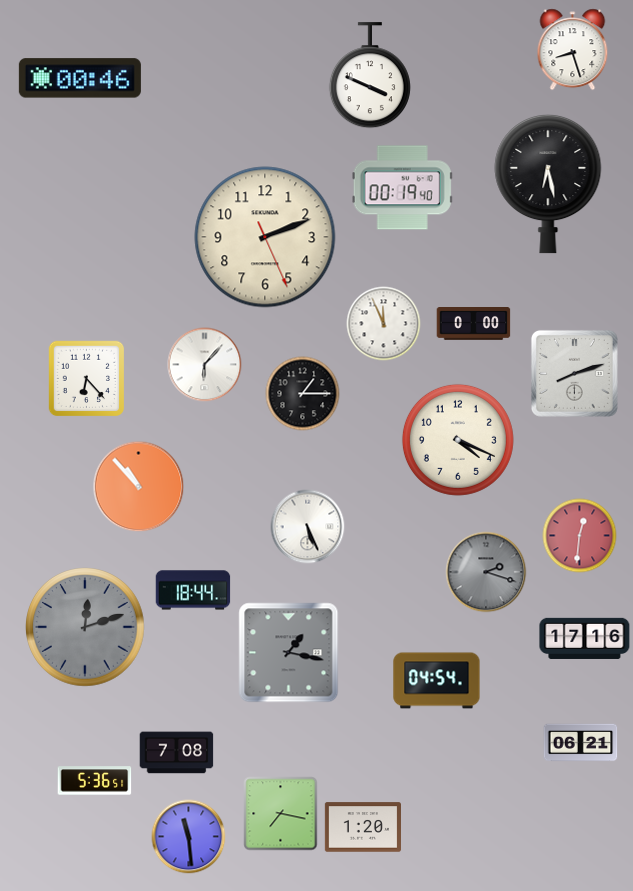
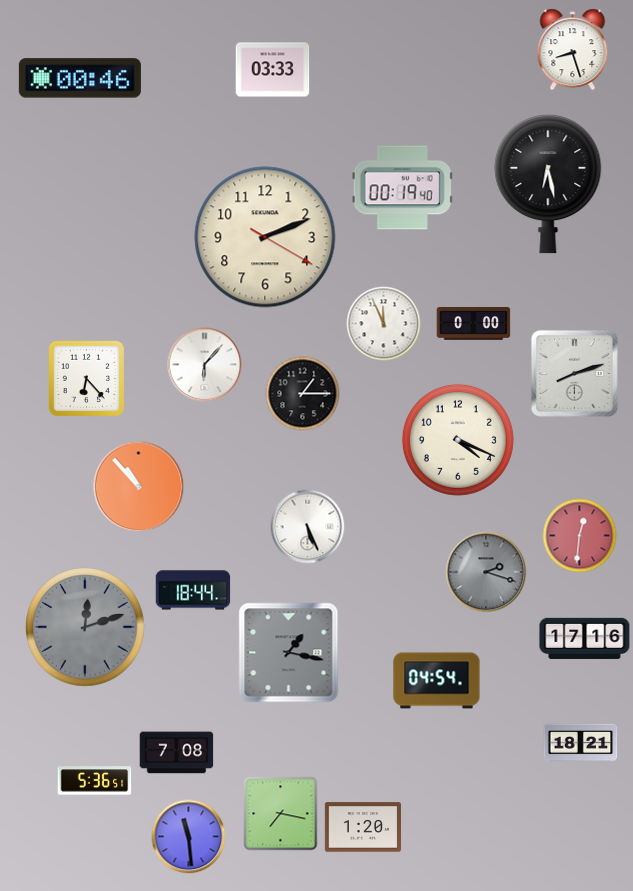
clock at (273, 70): none -> 03:33
clock at (370, 76): 3:49 -> none
clock at (265, 237): 2:11:26 -> 2:11:20
clock at (581, 743): 06:21 -> 18:21
